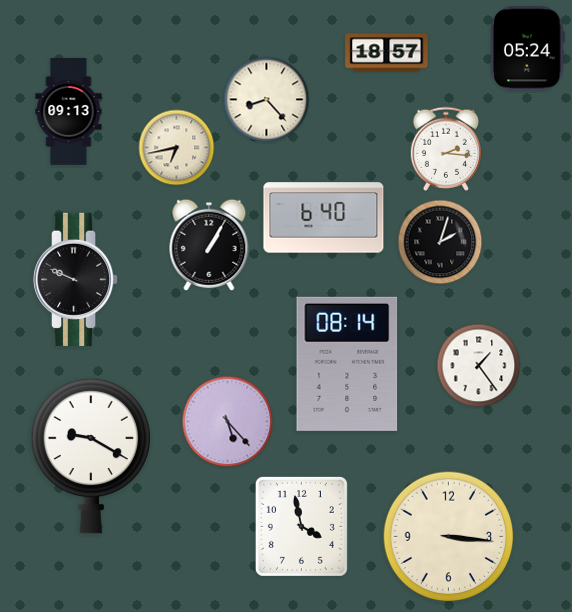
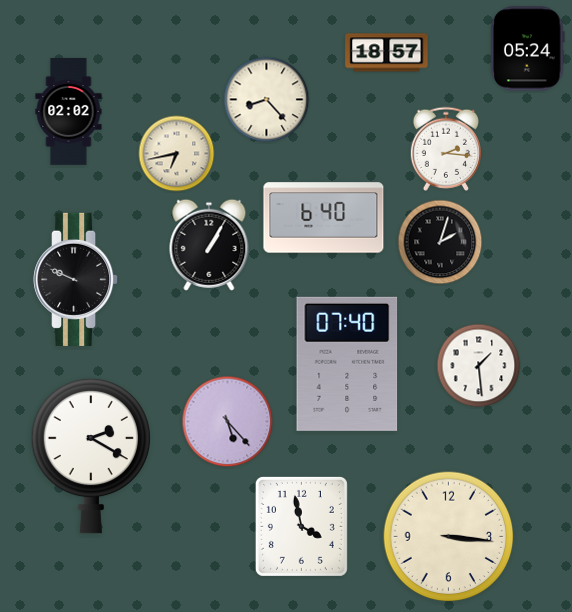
clock at (69, 111): 09:13 -> 02:02
clock at (177, 148) position: (177, 148) -> (177, 154)
clock at (347, 364): 08:14 -> 07:40
clock at (479, 366): 1:24 -> 1:29
clock at (91, 456): 9:20 -> 2:20
